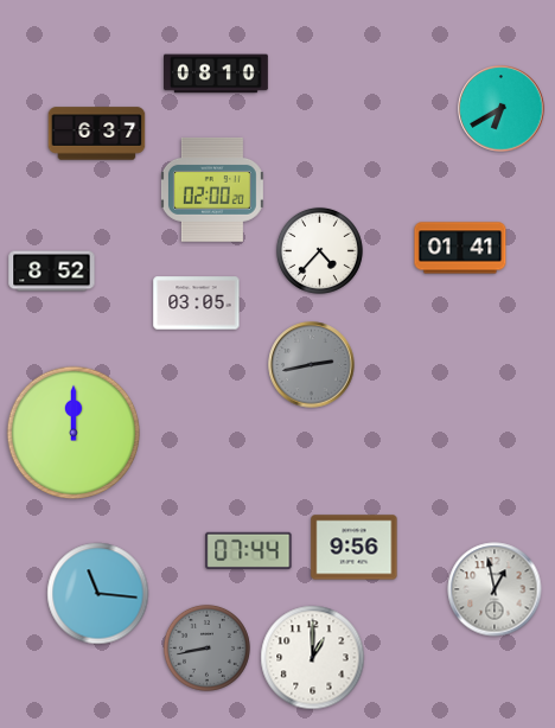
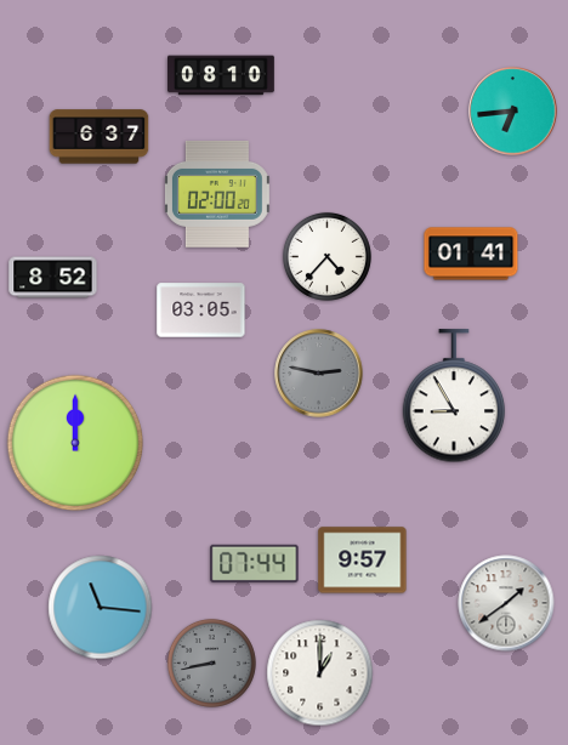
clock at (502, 109): 6:40 -> 6:44
clock at (312, 365): 2:43 -> 2:47
clock at (454, 397): none -> 8:55
clock at (355, 548): 9:56 -> 9:57
clock at (495, 589): 12:58 -> 1:39
